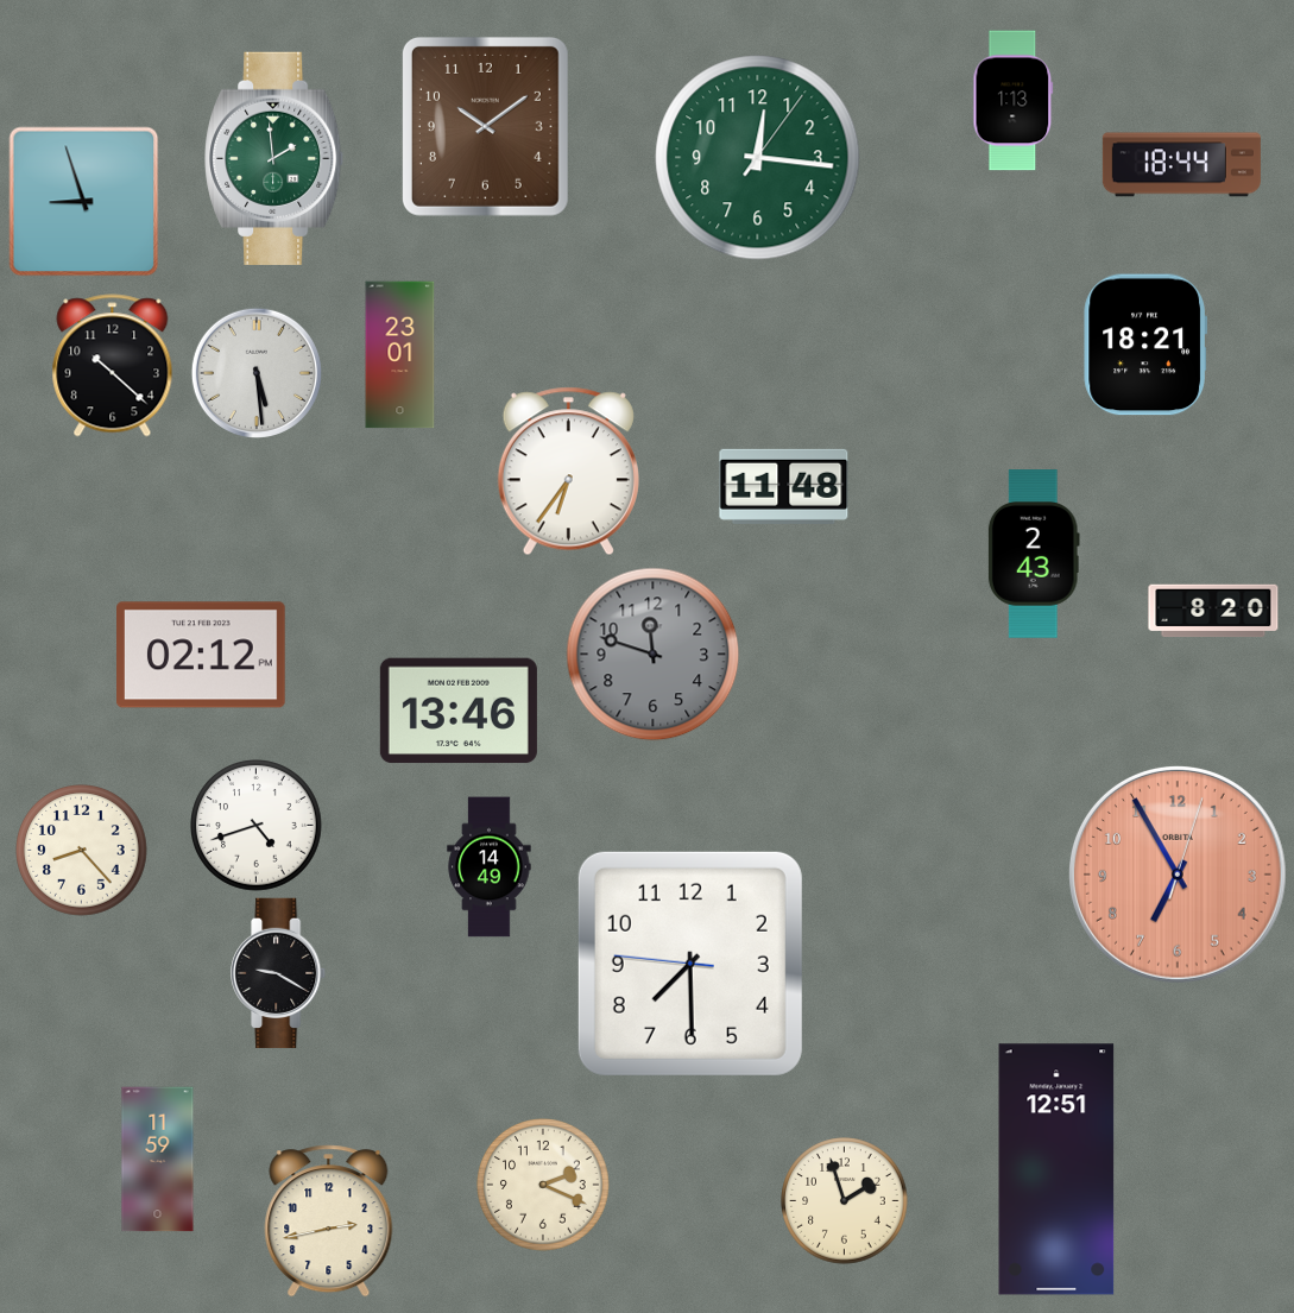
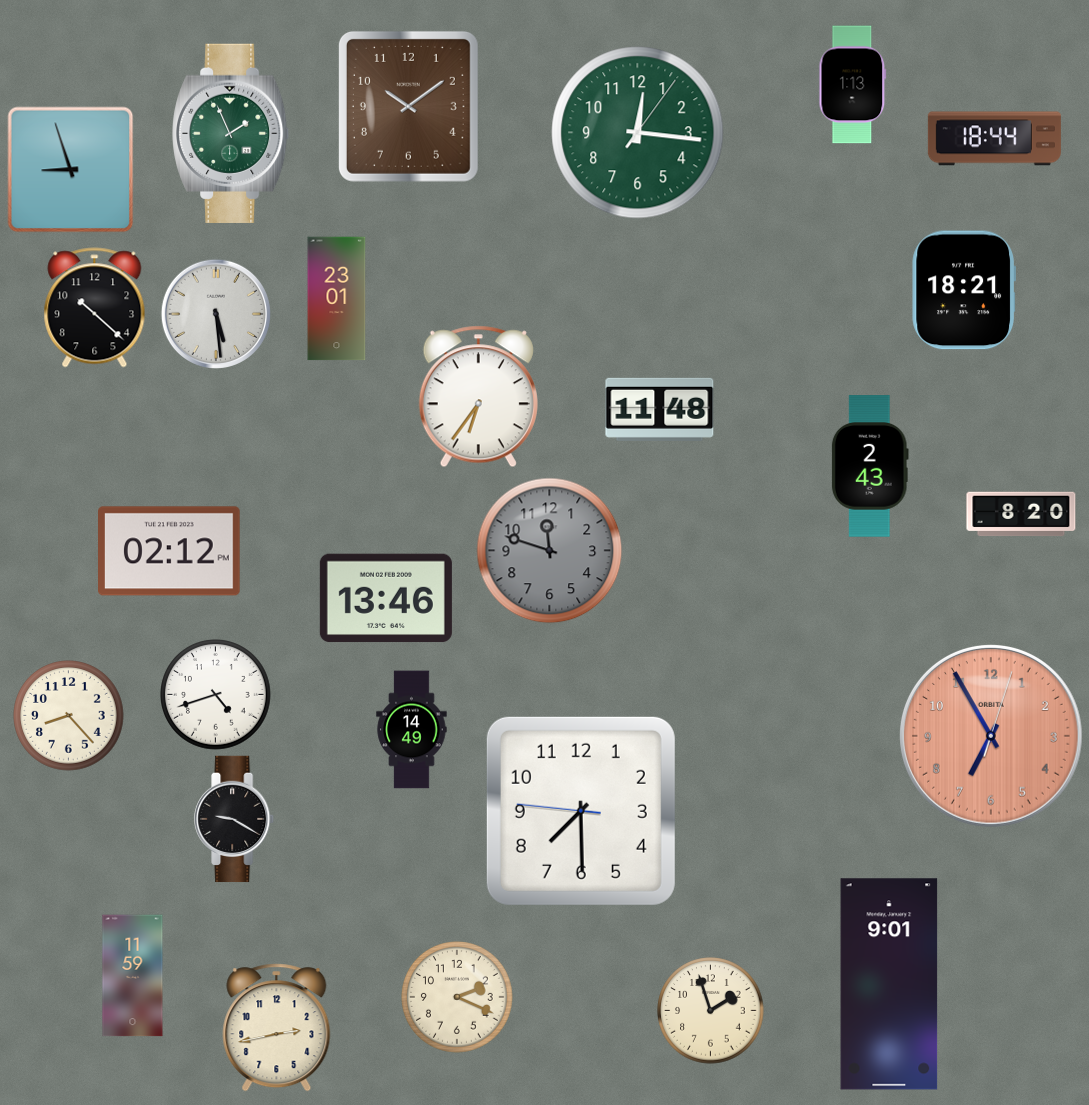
clock at (274, 158): 1:59 -> 1:56
clock at (1056, 1169): 12:51 -> 9:01
